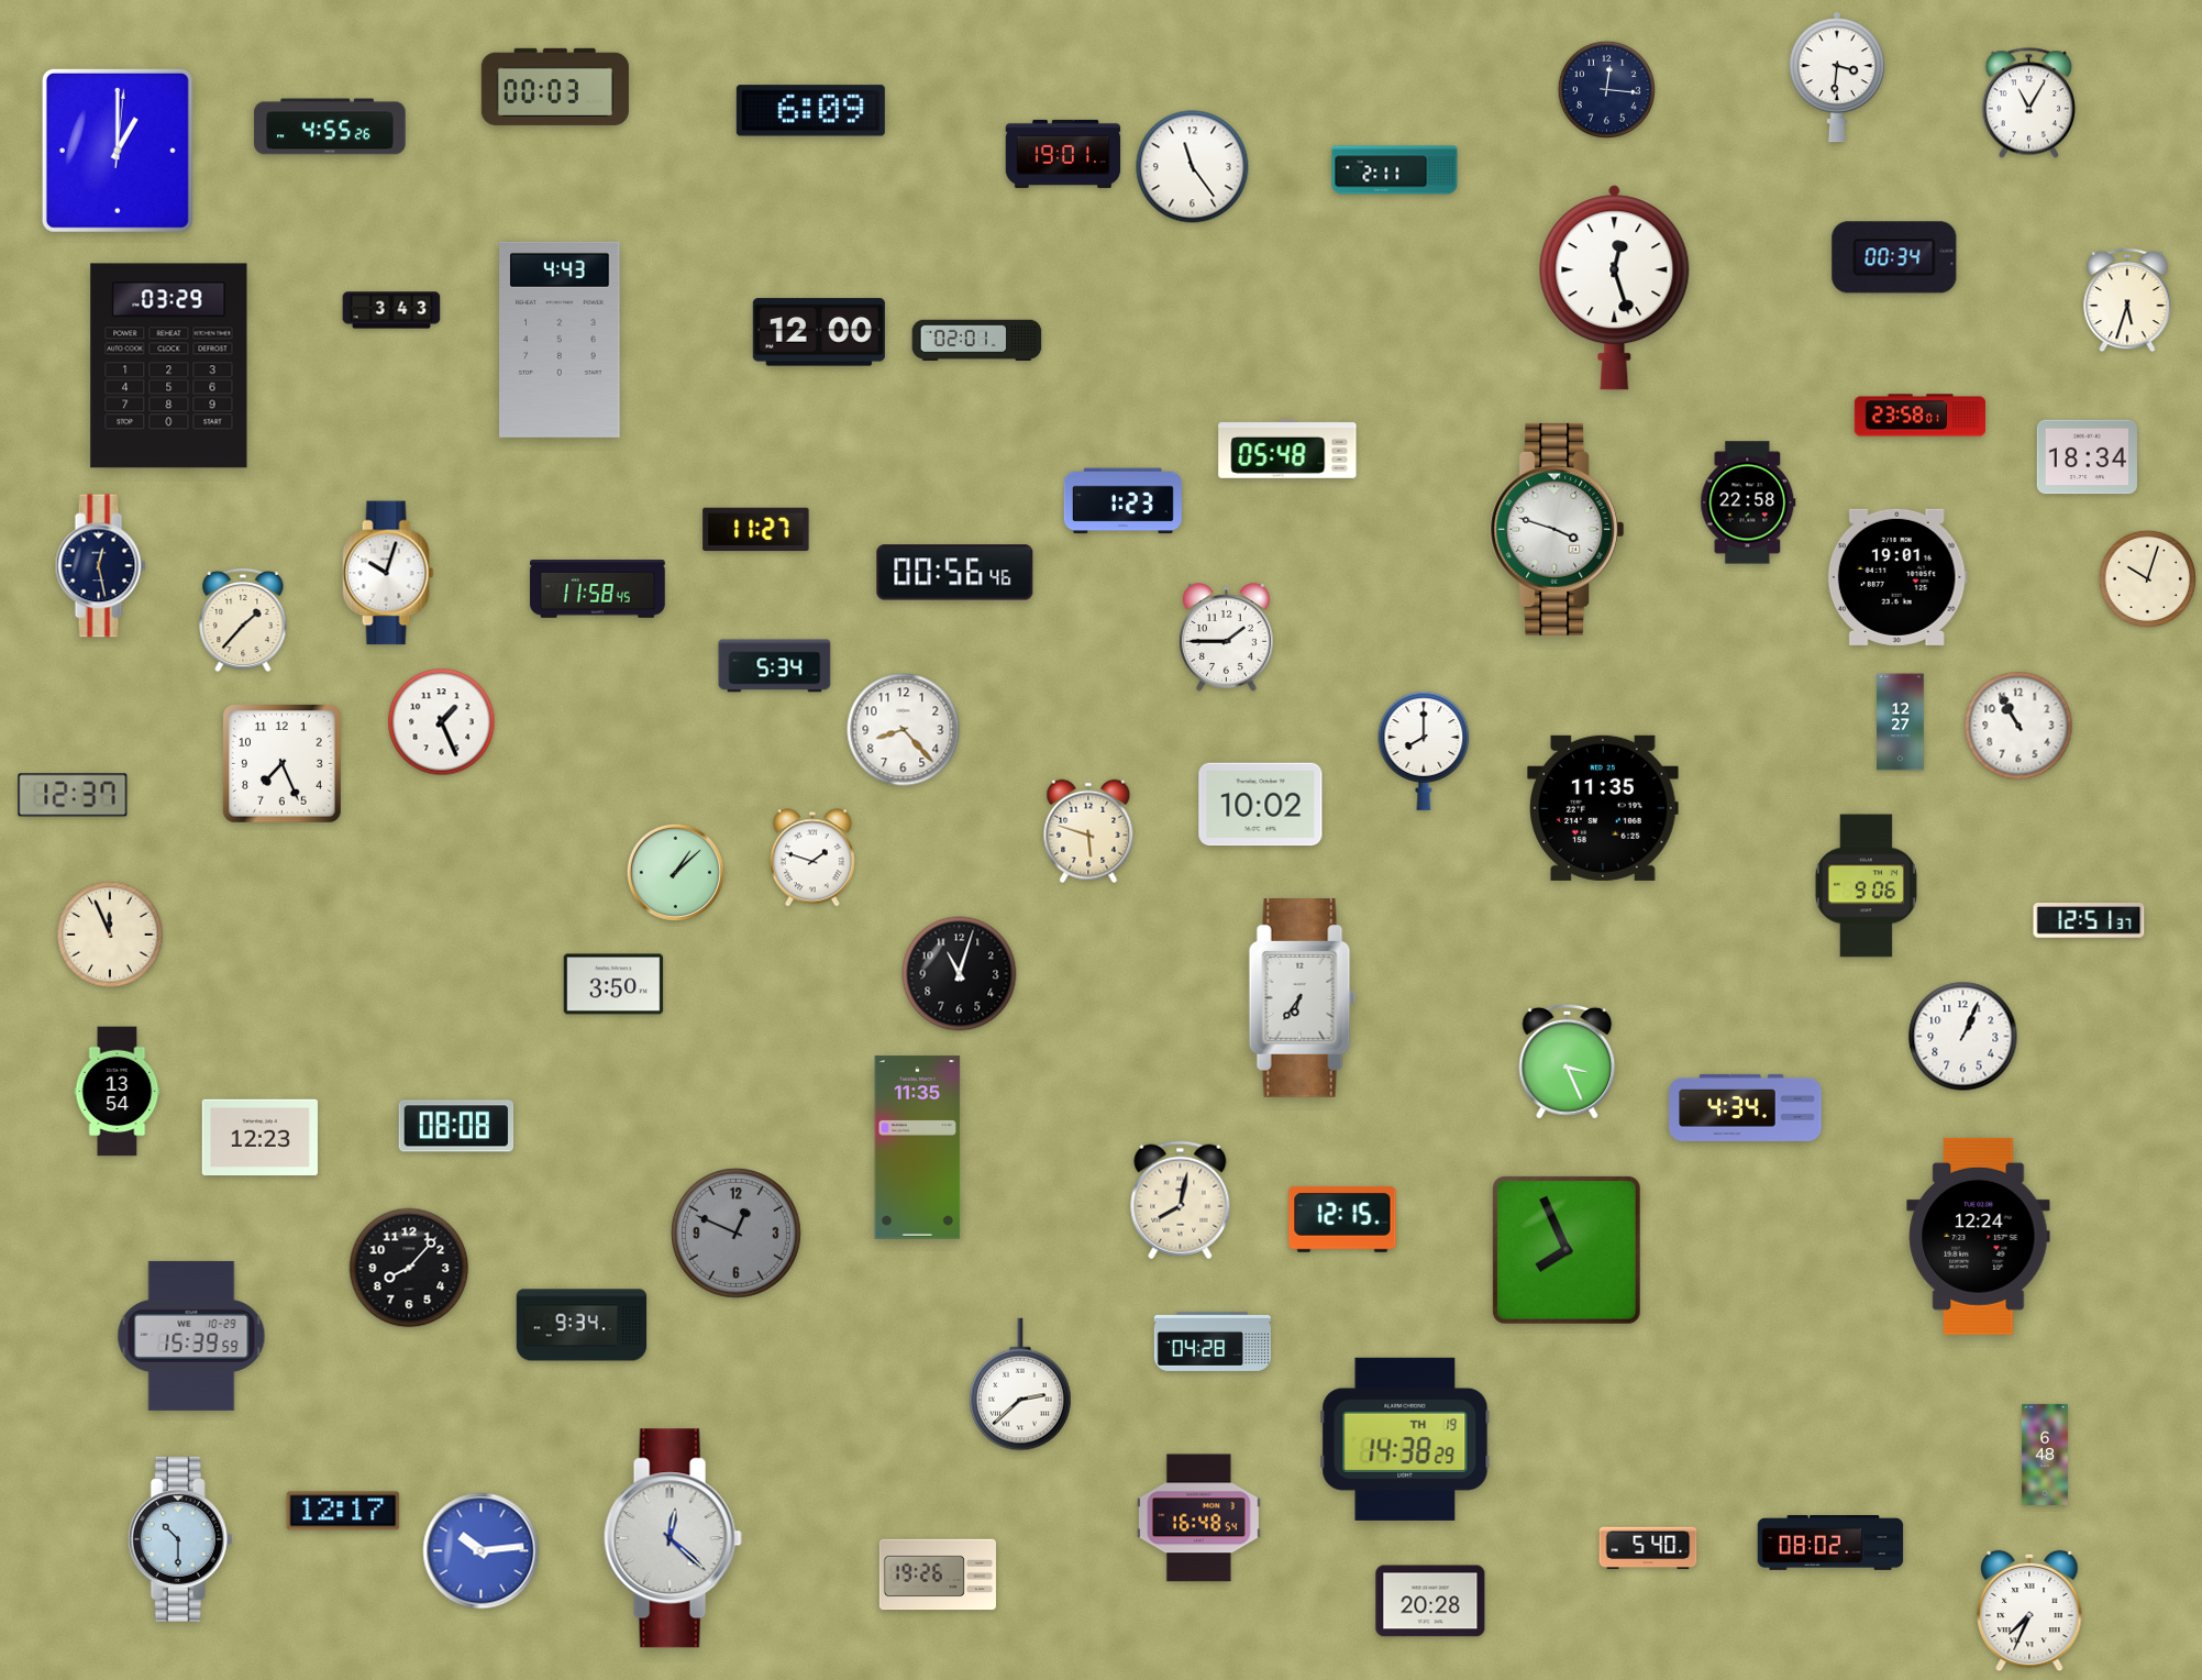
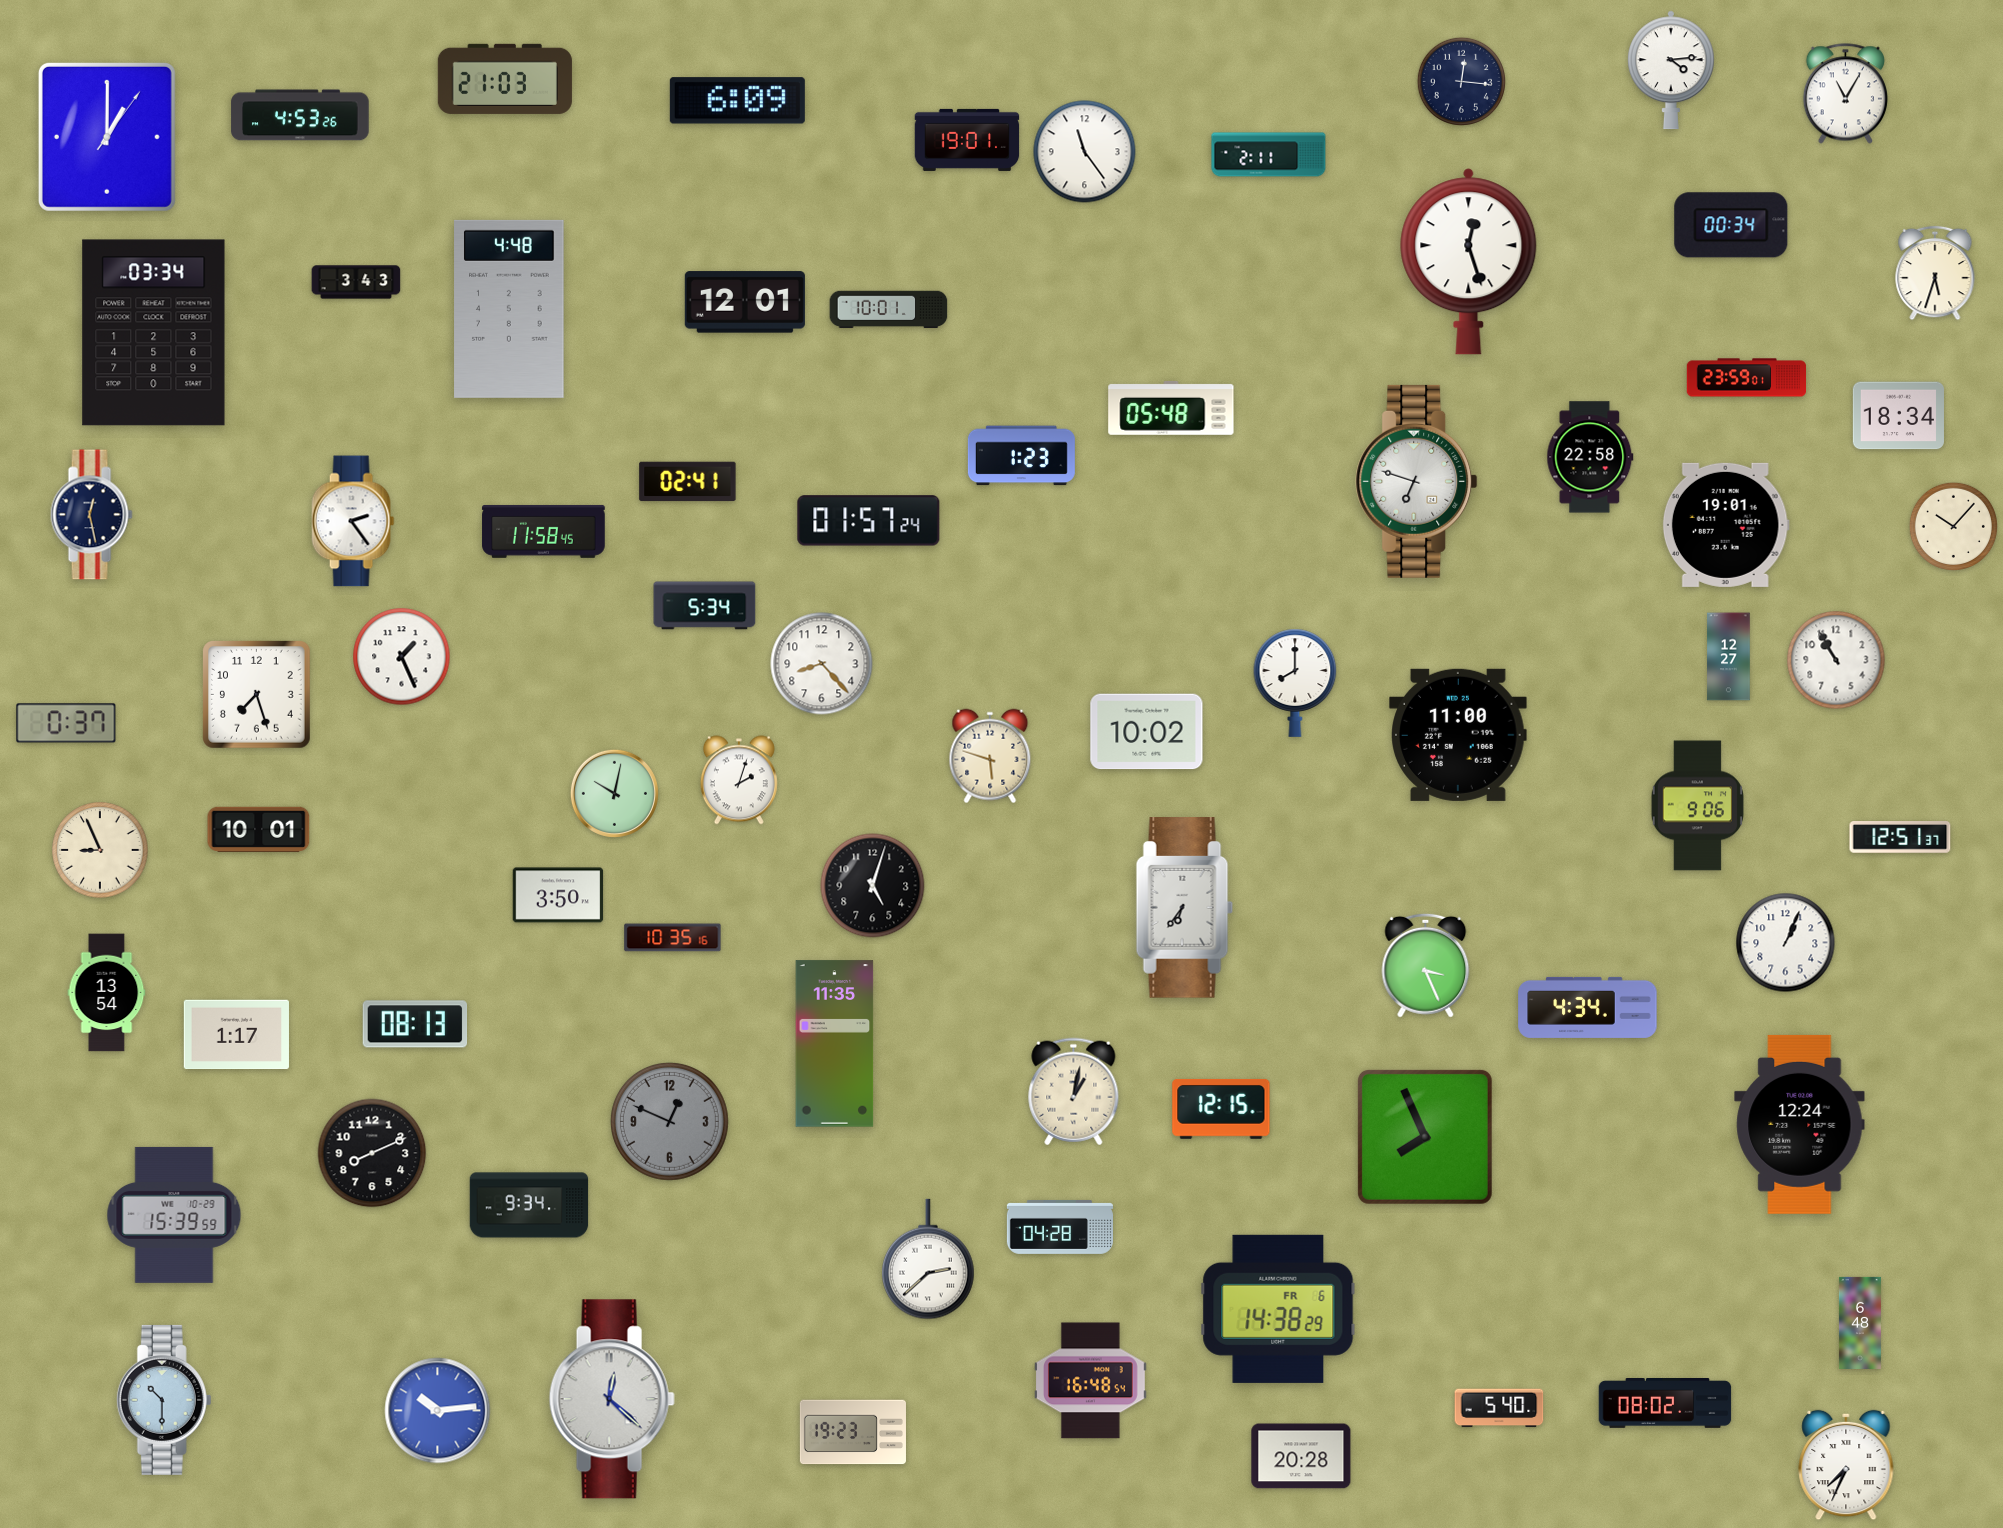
clock at (1837, 77): 3:31 -> 4:14
clock at (555, 87): 00:03 -> 21:03
clock at (330, 126): 4:55 -> 4:53
clock at (118, 151): 1:00:01 -> 1:00:06
clock at (1894, 257) position: (1894, 257) -> (1731, 225)
clock at (819, 332): 12:00 -> 12:01
clock at (560, 340): 4:43 -> 4:48
clock at (977, 341): 02:01 -> 10:01
clock at (169, 366): 03:29 -> 03:34
clock at (1921, 416): 23:58 -> 23:59
clock at (1558, 529): 3:48 -> 6:48
clock at (756, 530): 11:27 -> 02:41
clock at (388, 573): 10:03 -> 2:24
clock at (955, 573): 00:56 -> 01:57
clock at (2147, 578): 10:03 -> 10:07
clock at (598, 588) position: (598, 588) -> (544, 531)
clock at (243, 620): 1:37 -> none
clock at (1227, 638): 1:45 -> none
clock at (283, 764): 7:26 -> 7:27
clock at (73, 795): 12:37 -> 0:37
clock at (1604, 808): 11:35 -> 11:00
clock at (812, 858): 1:48 -> 2:03
clock at (675, 872): 1:08 -> 10:02
clock at (259, 829): none -> 10:01
clock at (110, 935): 11:56 -> 8:56
clock at (960, 974): 11:03 -> 5:03
clock at (673, 938): none -> 10:35
clock at (456, 1126): 08:08 -> 08:13
clock at (259, 1138): 12:23 -> 1:17
clock at (1181, 1201): 8:02 -> 1:02
clock at (409, 1268): 8:07 -> 8:11
clock at (1213, 1341) position: (1213, 1341) -> (1060, 1227)
clock at (1405, 1439) date: TH 19 -> FR 6
clock at (343, 1511): 12:17 -> none
clock at (938, 1574): 19:26 -> 19:23
